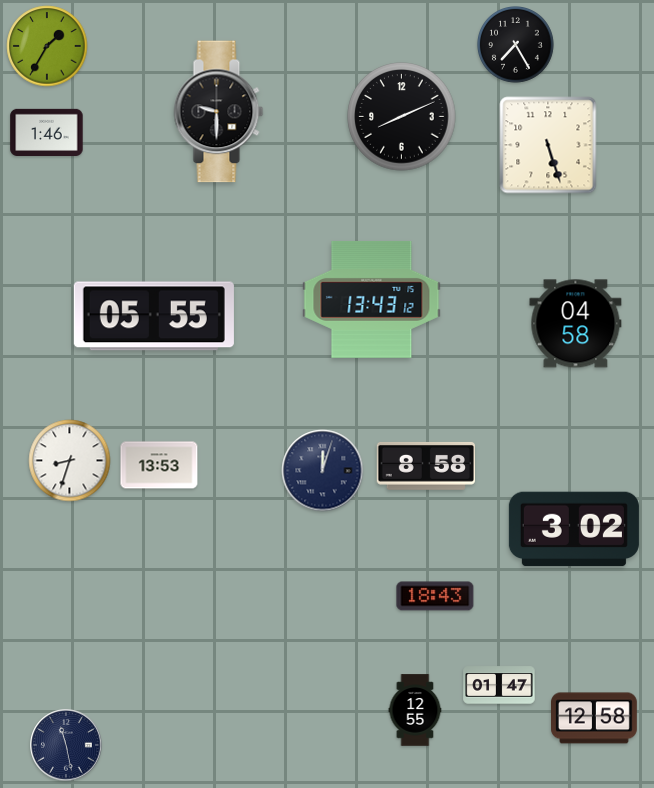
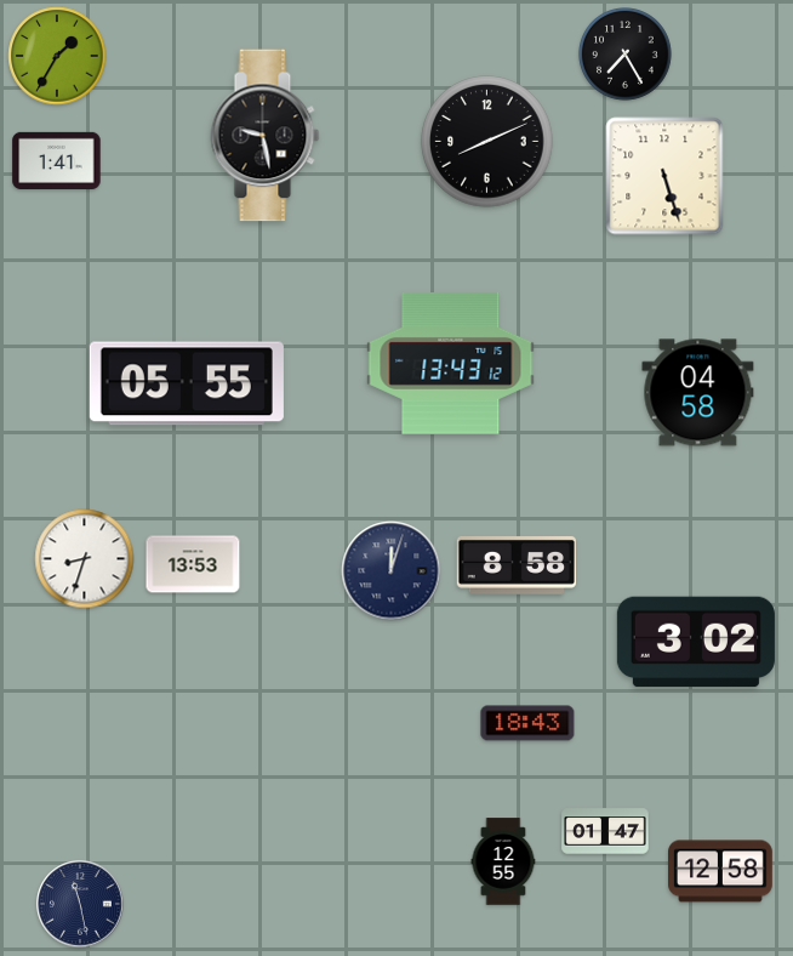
clock at (219, 112): 9:30 -> 9:28
clock at (47, 132): 1:46 -> 1:41
